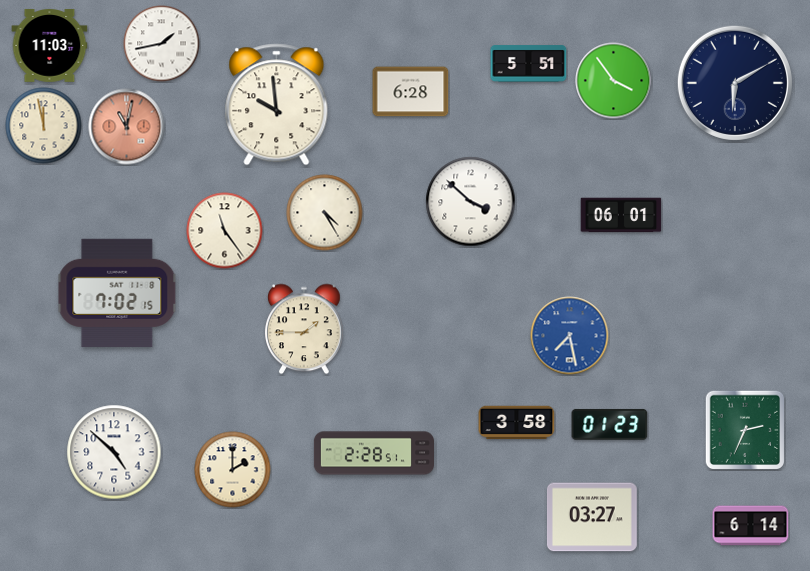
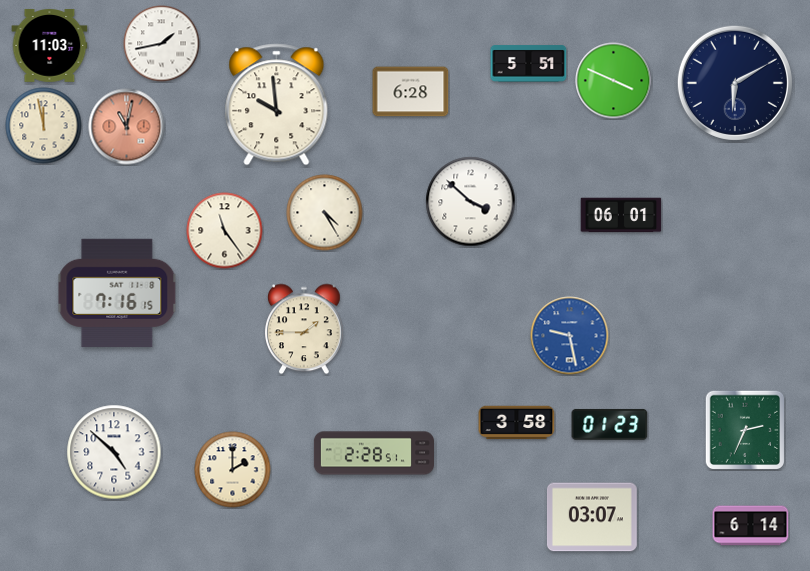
clock at (614, 81): 3:54 -> 3:49
clock at (117, 293): 7:02 -> 7:16
clock at (570, 336): 7:28 -> 9:28
clock at (592, 517): 03:27 -> 03:07
